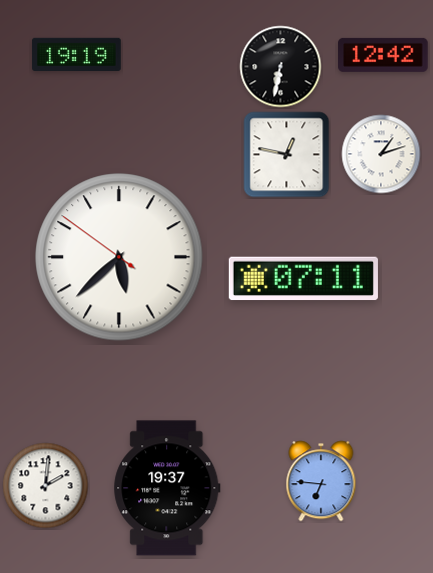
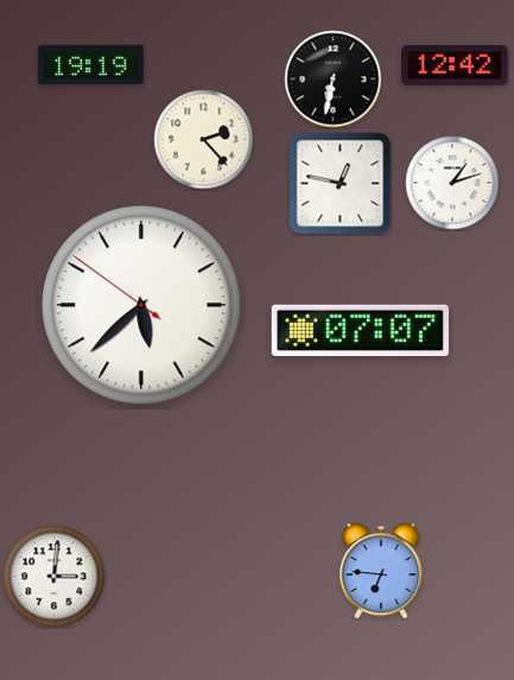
clock at (204, 140): none -> 2:23
clock at (303, 279): 07:11 -> 07:07
clock at (46, 486): 2:01 -> 3:01
clock at (167, 488): 19:37 -> none
